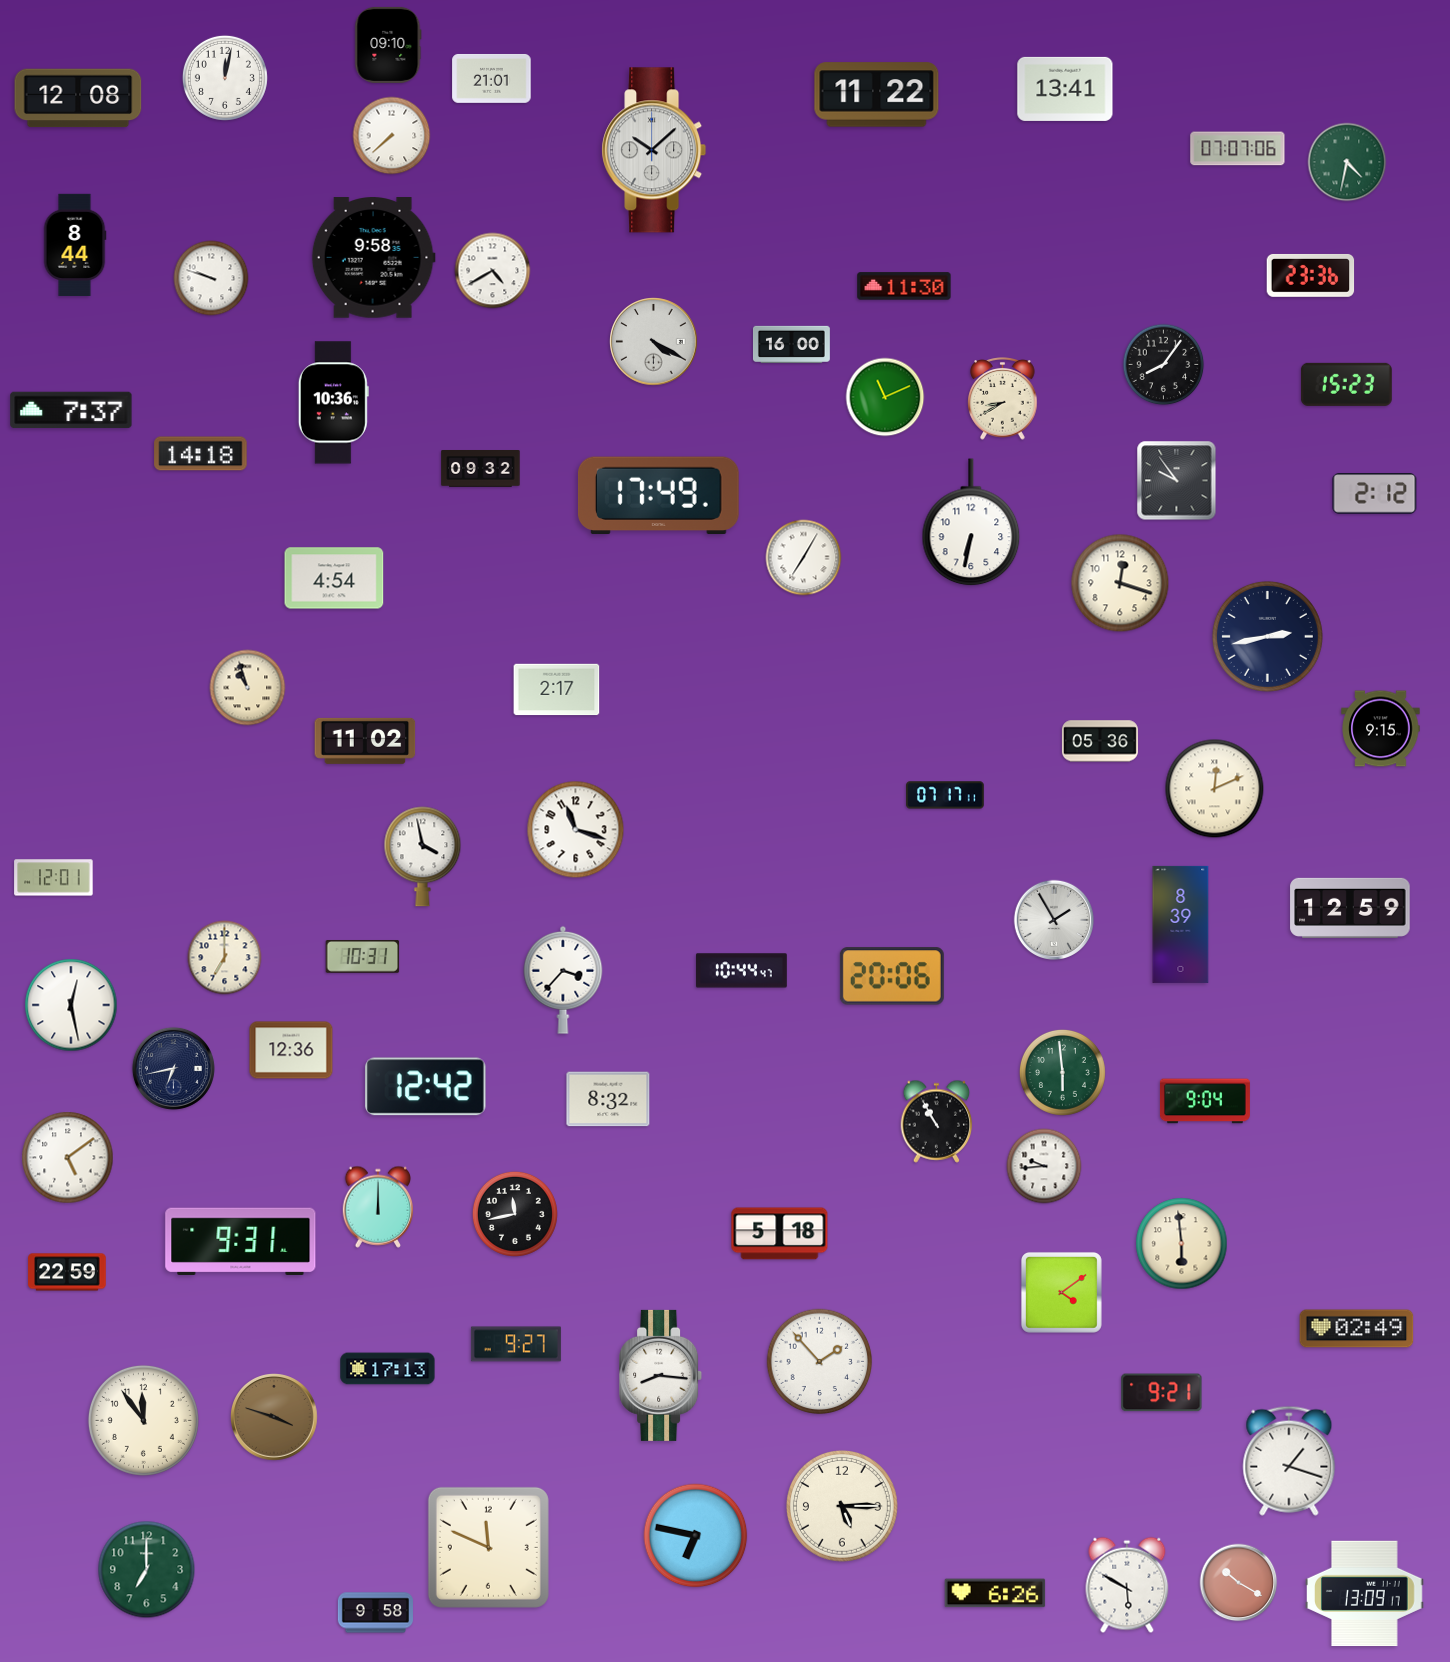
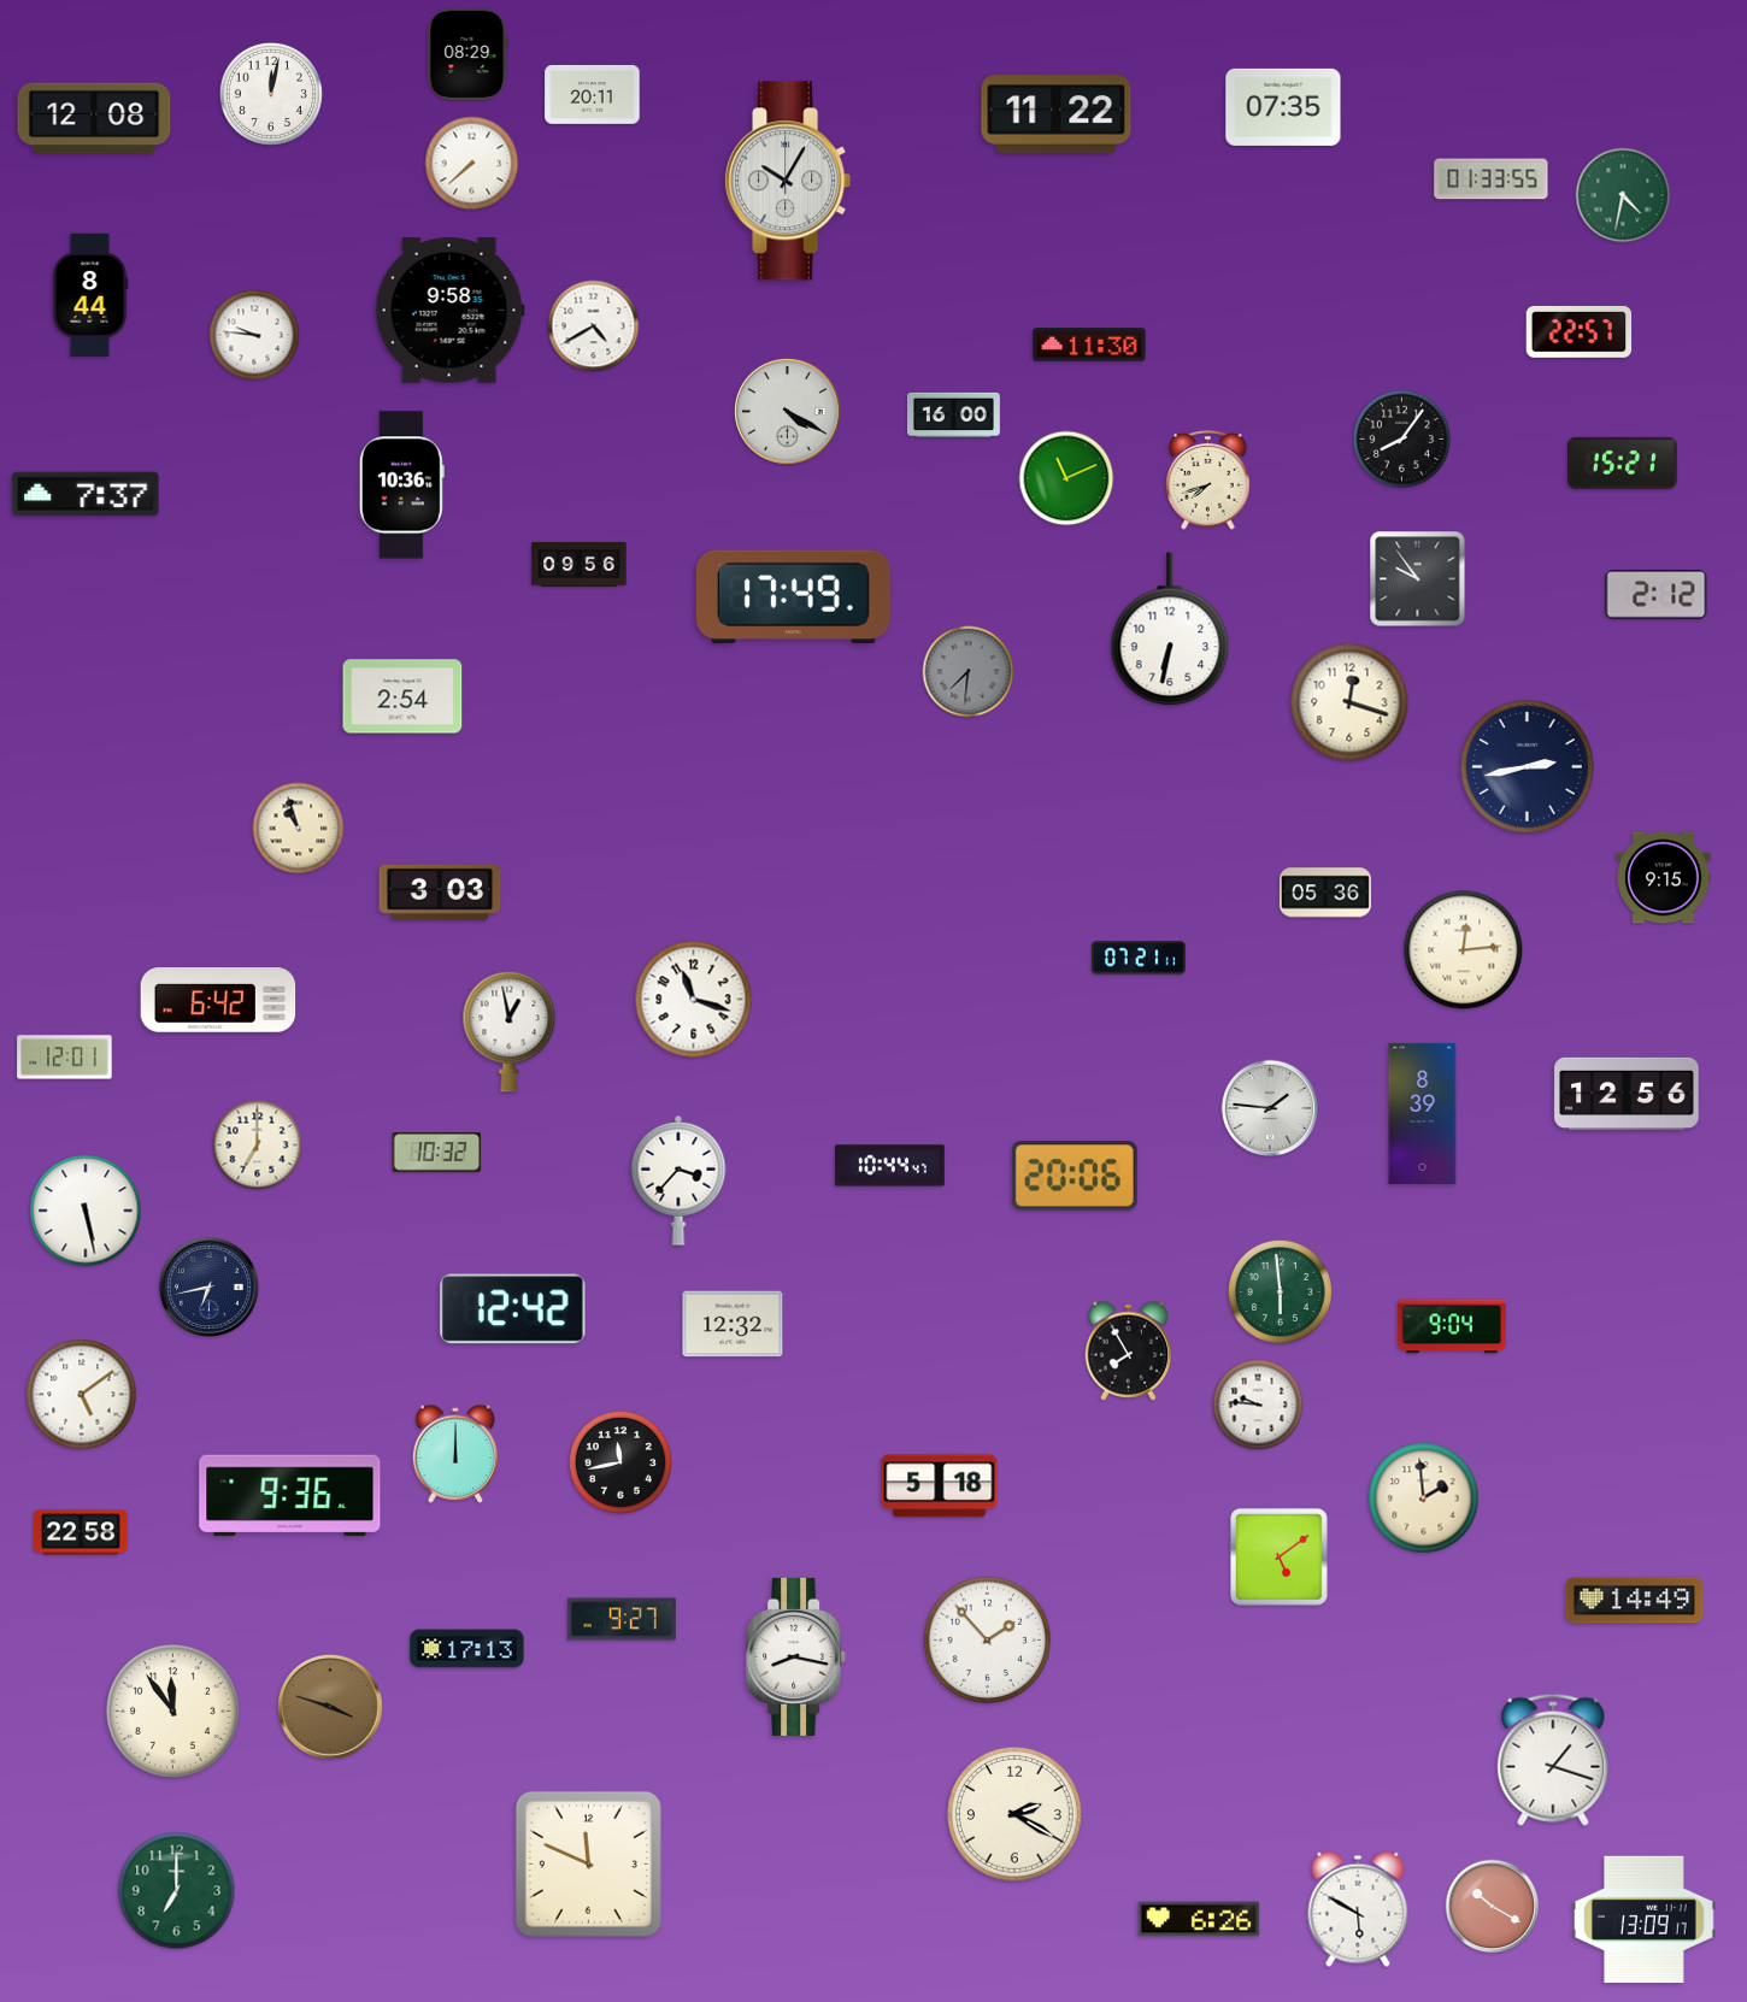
clock at (388, 45): 09:10 -> 08:29
clock at (492, 78): 21:01 -> 20:11
clock at (1065, 89): 13:41 -> 07:35
clock at (1238, 149): 07:07 -> 01:33
clock at (654, 150): 10:08 -> 10:05
clock at (1311, 275): 23:36 -> 22:57
clock at (211, 278): 9:48 -> 9:46
clock at (1346, 384): 15:23 -> 15:21
clock at (1003, 399): 8:40 -> 7:42
clock at (201, 454): 14:18 -> none
clock at (481, 469): 09:32 -> 09:56
clock at (804, 558): 7:05 -> 7:31
clock at (804, 558) dial: white -> grey
clock at (334, 578): 4:54 -> 2:54
clock at (557, 690): 2:17 -> none
clock at (365, 741): 11:02 -> 3:03
clock at (1215, 789): 12:11 -> 12:14
clock at (945, 795): 07:17 -> 07:21
clock at (218, 1000): none -> 6:42
clock at (423, 857): 3:58 -> 12:58
clock at (1350, 908): 12:59 -> 12:56
clock at (1053, 919): 1:55 -> 1:46
clock at (363, 957): 10:31 -> 10:32
clock at (225, 958) position: (225, 958) -> (258, 1146)
clock at (741, 971) position: (741, 971) -> (889, 1166)
clock at (71, 1005): 12:28 -> 5:28
clock at (291, 1050): 12:36 -> none
clock at (608, 1099): 8:32 -> 12:32
clock at (937, 1121): 10:55 -> 7:55
clock at (1044, 1166): 9:44 -> 9:46
clock at (241, 1241): 9:31 -> 9:36
clock at (1182, 1244): 5:59 -> 1:59
clock at (67, 1272): 22:59 -> 22:58
clock at (1061, 1292): 4:09 -> 5:09
clock at (1357, 1329): 02:49 -> 14:49
clock at (661, 1375): 8:16 -> 8:17
clock at (1162, 1393): 9:21 -> none
clock at (842, 1506): 5:15 -> 2:20
clock at (696, 1536): 6:47 -> none
clock at (375, 1613): 9:58 -> none
